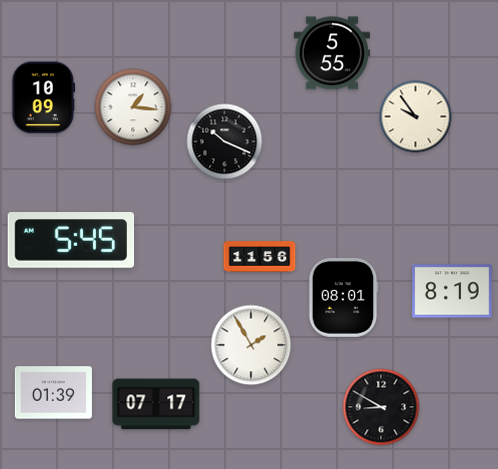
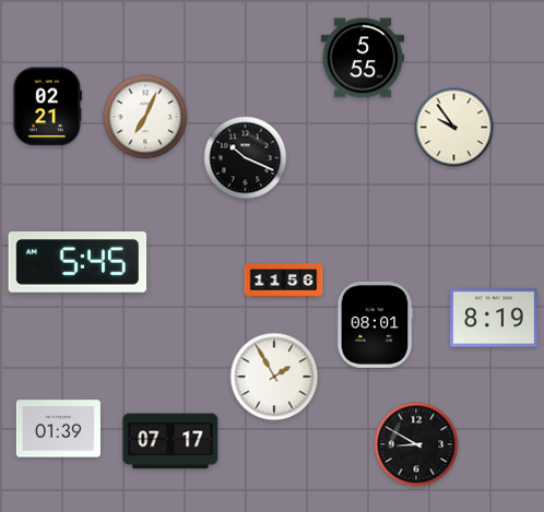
clock at (44, 98): 10:09 -> 02:21
clock at (133, 107): 1:16 -> 7:04
clock at (225, 142) position: (225, 142) -> (246, 158)
